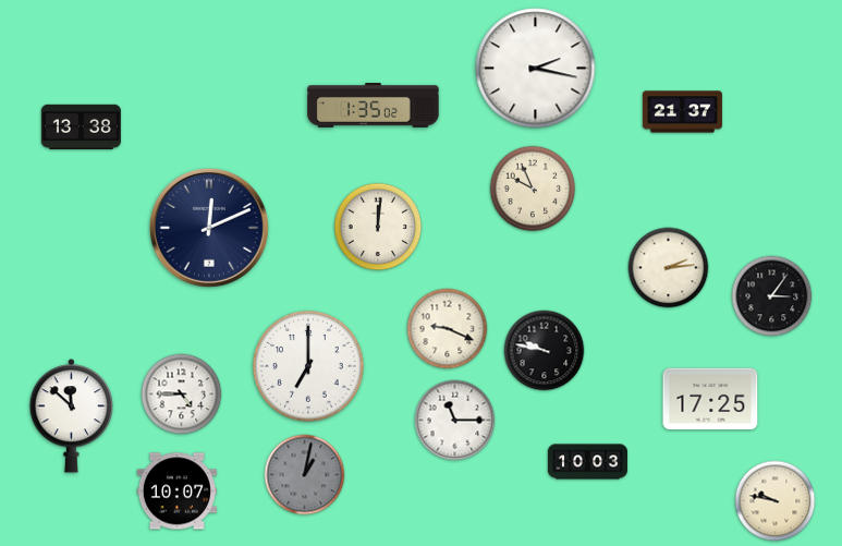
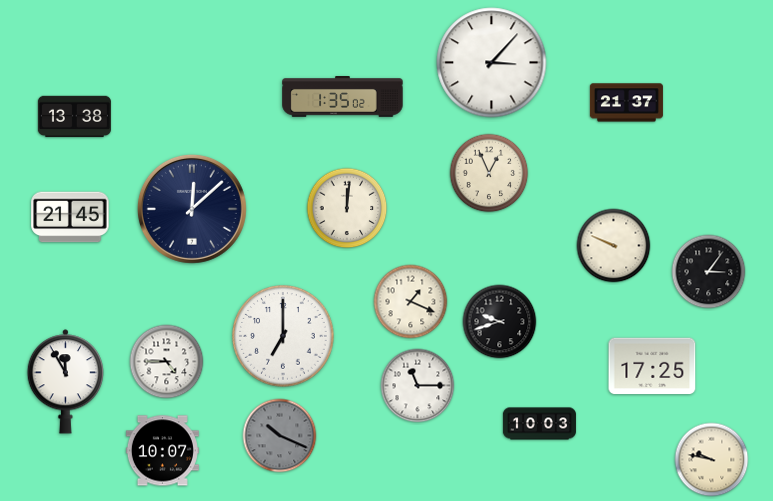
clock at (536, 69): 2:17 -> 3:07
clock at (533, 189): 9:56 -> 12:56
clock at (209, 228): 12:11 -> 12:08
clock at (70, 217): none -> 21:45
clock at (669, 268): 2:14 -> 9:49
clock at (448, 329): 9:19 -> 1:19
clock at (545, 351): 9:47 -> 9:42
clock at (72, 416): 11:52 -> 11:55
clock at (305, 475): 1:02 -> 10:19
